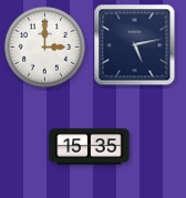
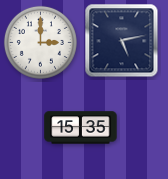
clock at (90, 147) position: (90, 147) -> (81, 128)
